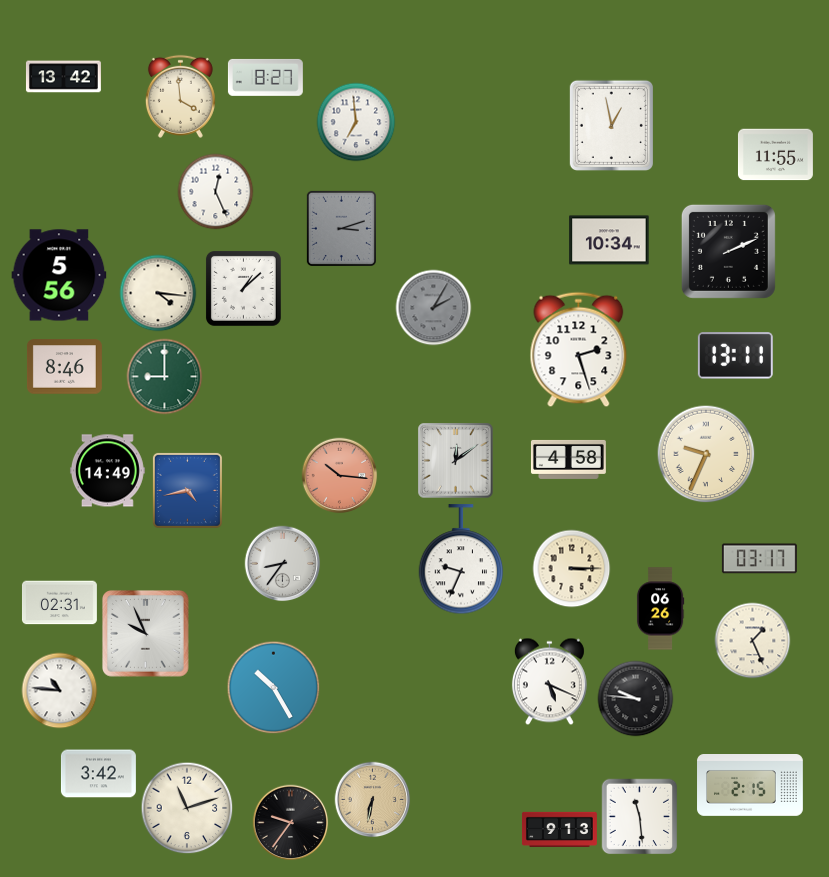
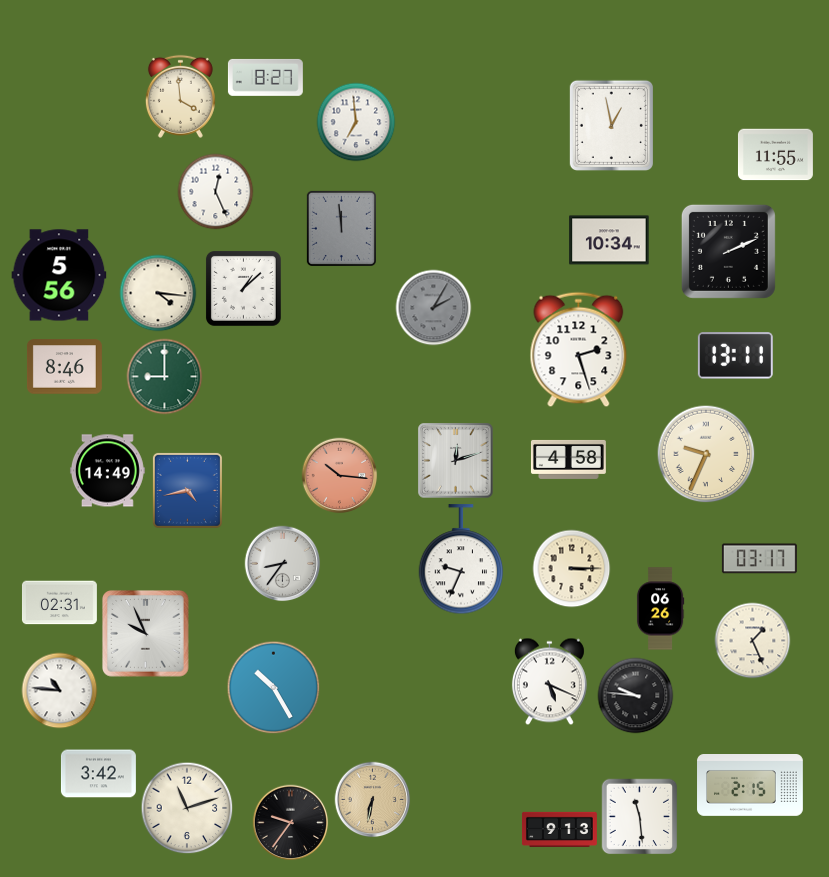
clock at (63, 77): 13:42 -> none
clock at (341, 228): 3:12 -> 11:59
clock at (456, 461): 12:09 -> 12:12
clock at (636, 699) position: (636, 699) -> (636, 696)
